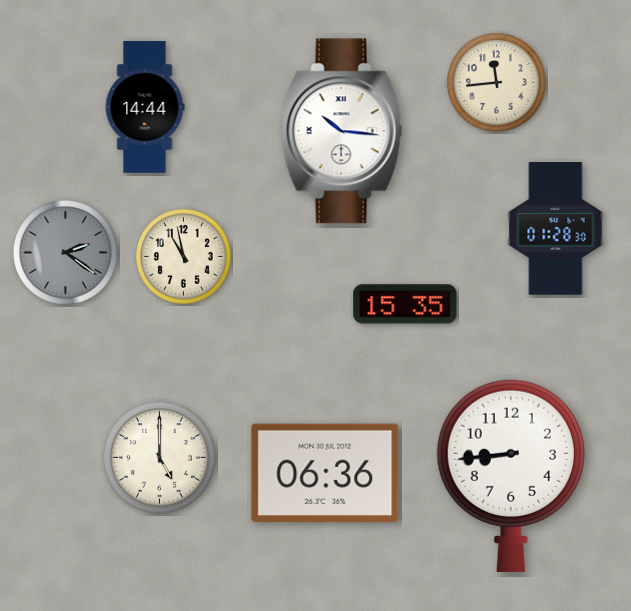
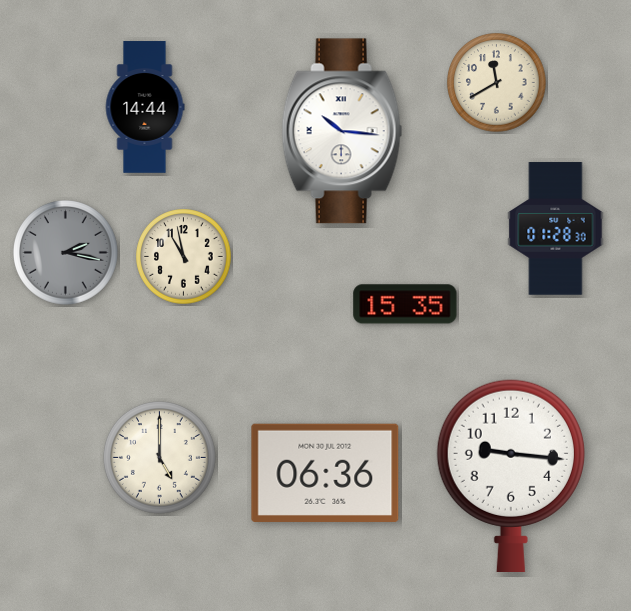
clock at (497, 83): 11:44 -> 11:40
clock at (66, 253): 2:21 -> 2:17
clock at (511, 475): 8:44 -> 9:16
